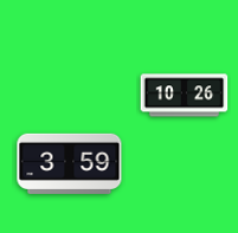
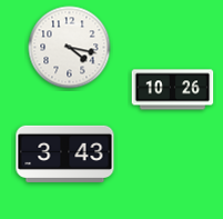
clock at (70, 48): none -> 4:17
clock at (70, 163): 3:59 -> 3:43
